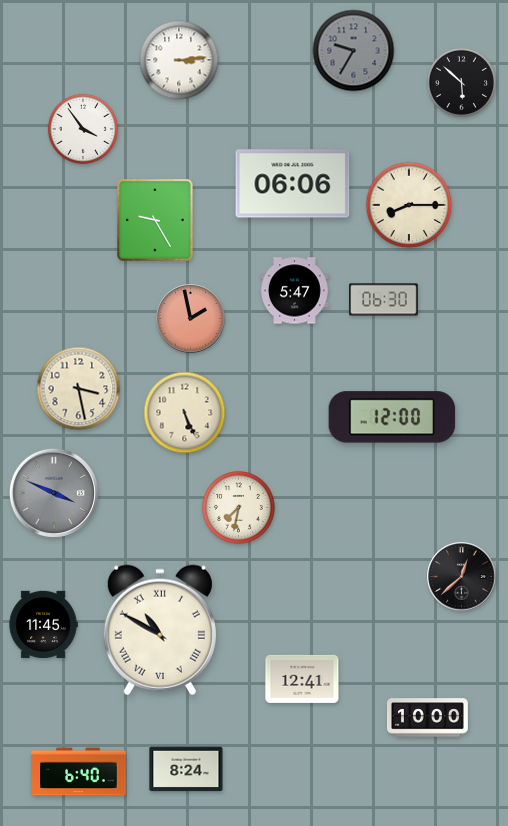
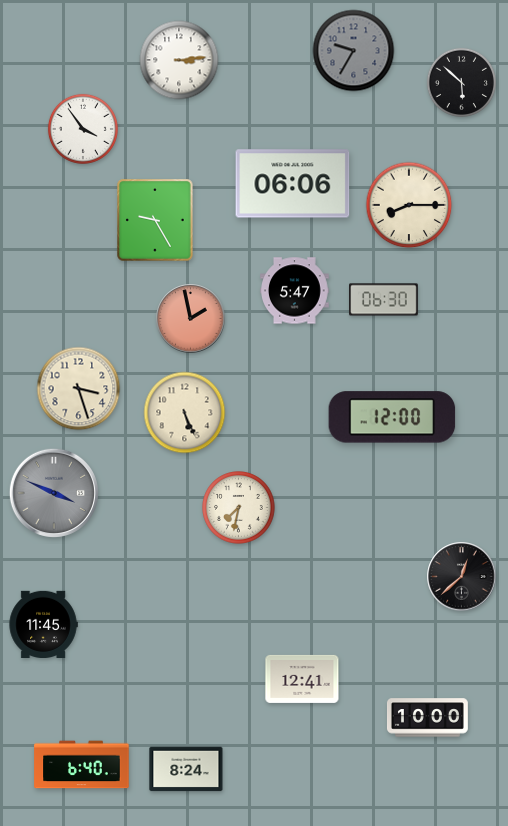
clock at (79, 389): 3:28 -> 3:27
clock at (160, 630): 10:50 -> none
clock at (79, 772) position: (79, 772) -> (82, 765)
